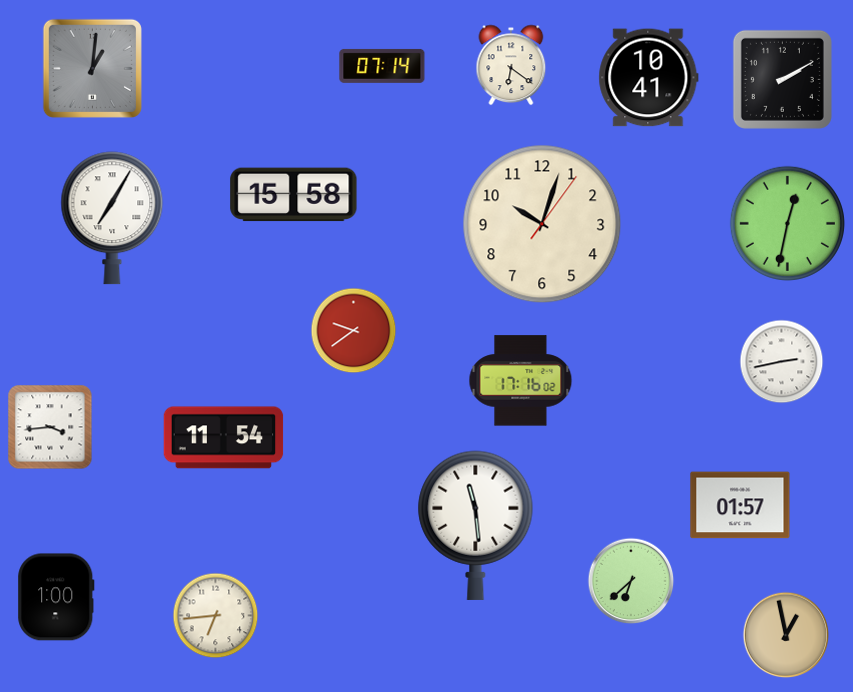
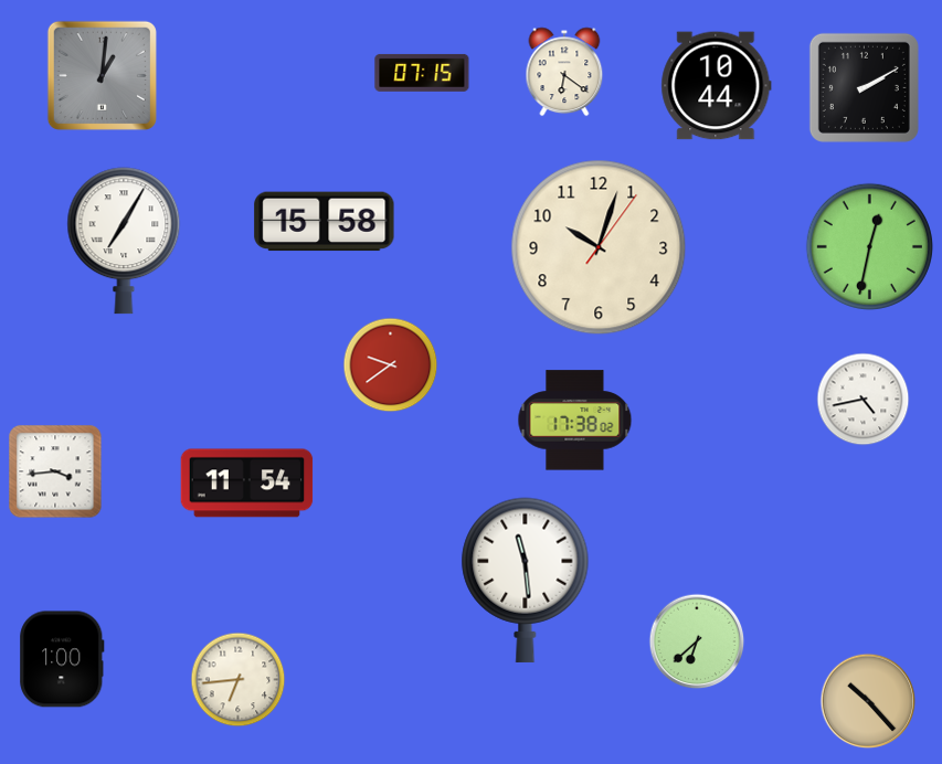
clock at (382, 66): 07:14 -> 07:15
clock at (649, 78): 10:41 -> 10:44
clock at (294, 195) position: (294, 195) -> (325, 222)
clock at (782, 362): 2:43 -> 4:43
clock at (521, 381): 17:16 -> 17:38
clock at (740, 505): 01:57 -> none
clock at (786, 635): 12:58 -> 10:23
